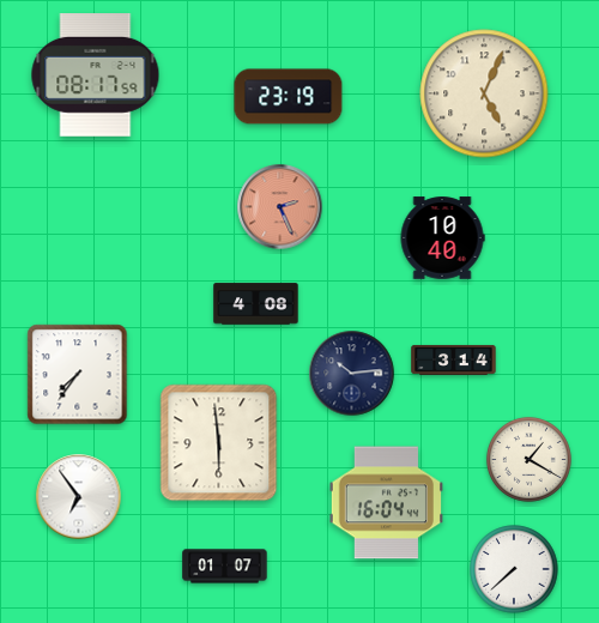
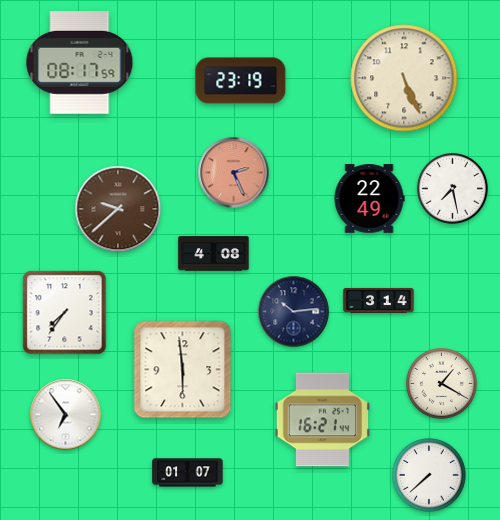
clock at (484, 93): 5:04 -> 5:26
clock at (452, 188): none -> 7:28
clock at (442, 238): 10:40 -> 22:49
clock at (118, 209): none -> 9:38
clock at (386, 503): 16:04 -> 16:21
